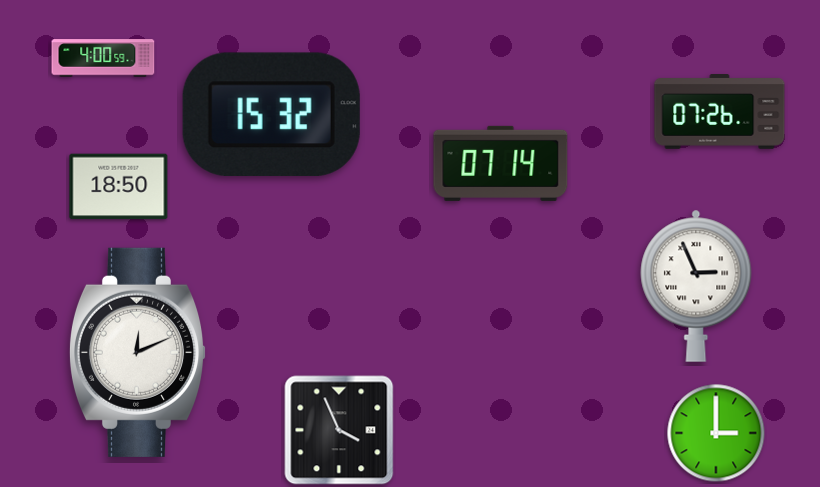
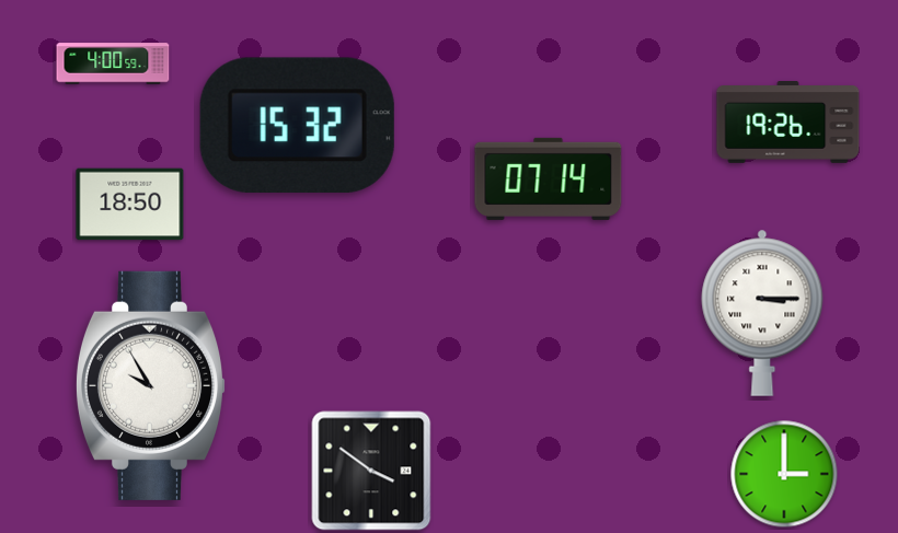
clock at (720, 112): 07:26 -> 19:26
clock at (696, 286): 2:56 -> 3:15
clock at (138, 352): 12:11 -> 9:55
clock at (339, 430): 3:56 -> 3:51
